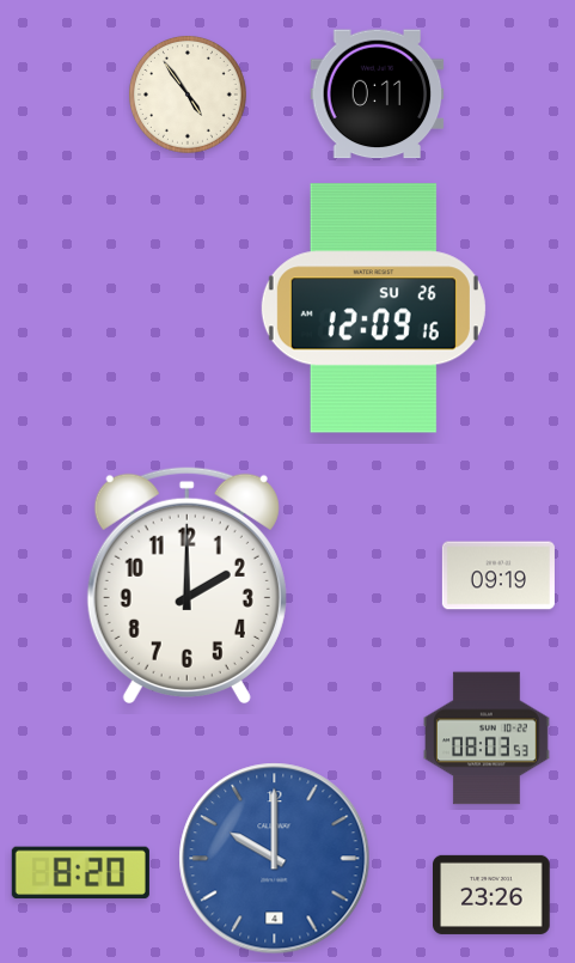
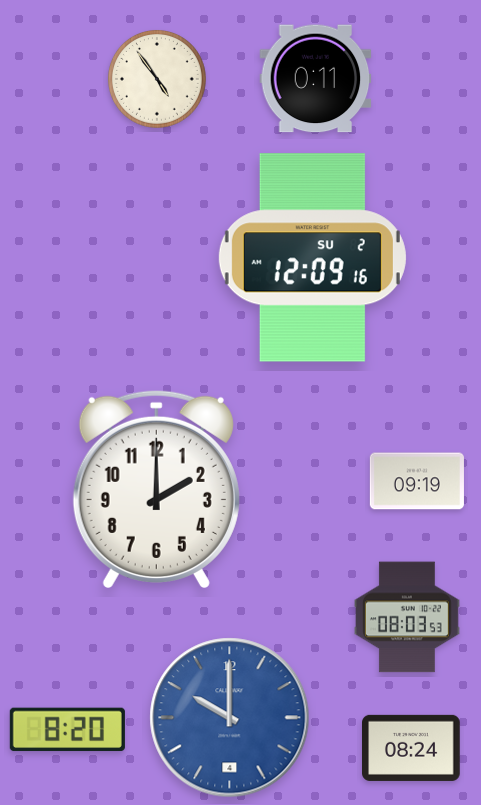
clock at (373, 309) date: SU 26 -> SU 2
clock at (491, 895): 23:26 -> 08:24
